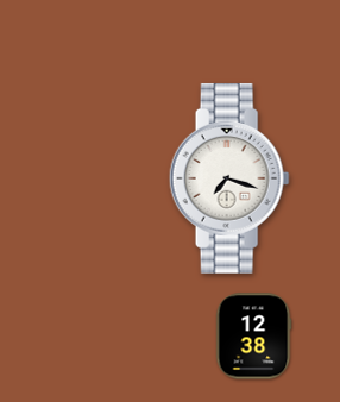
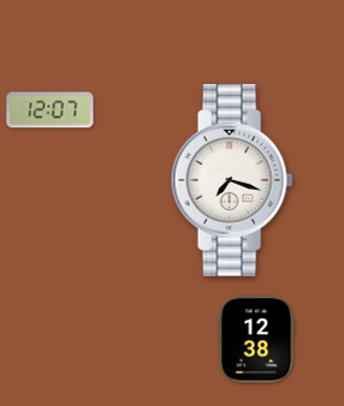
clock at (51, 111): none -> 12:07
